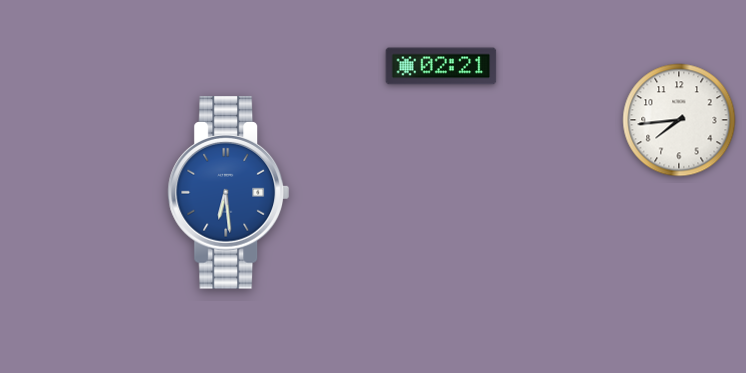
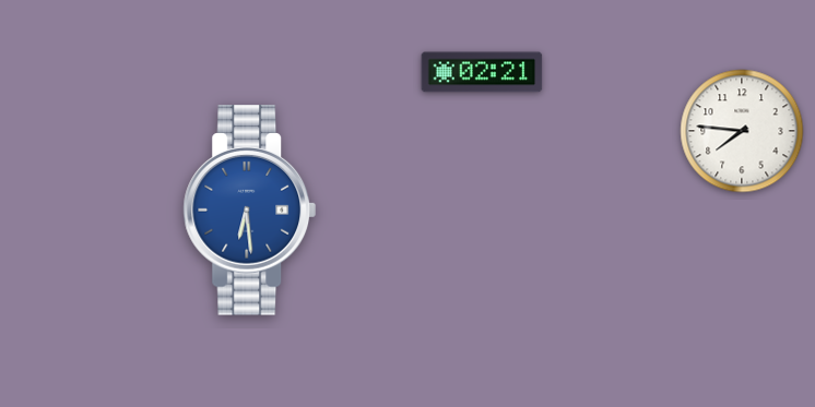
clock at (679, 120): 7:44 -> 7:46
